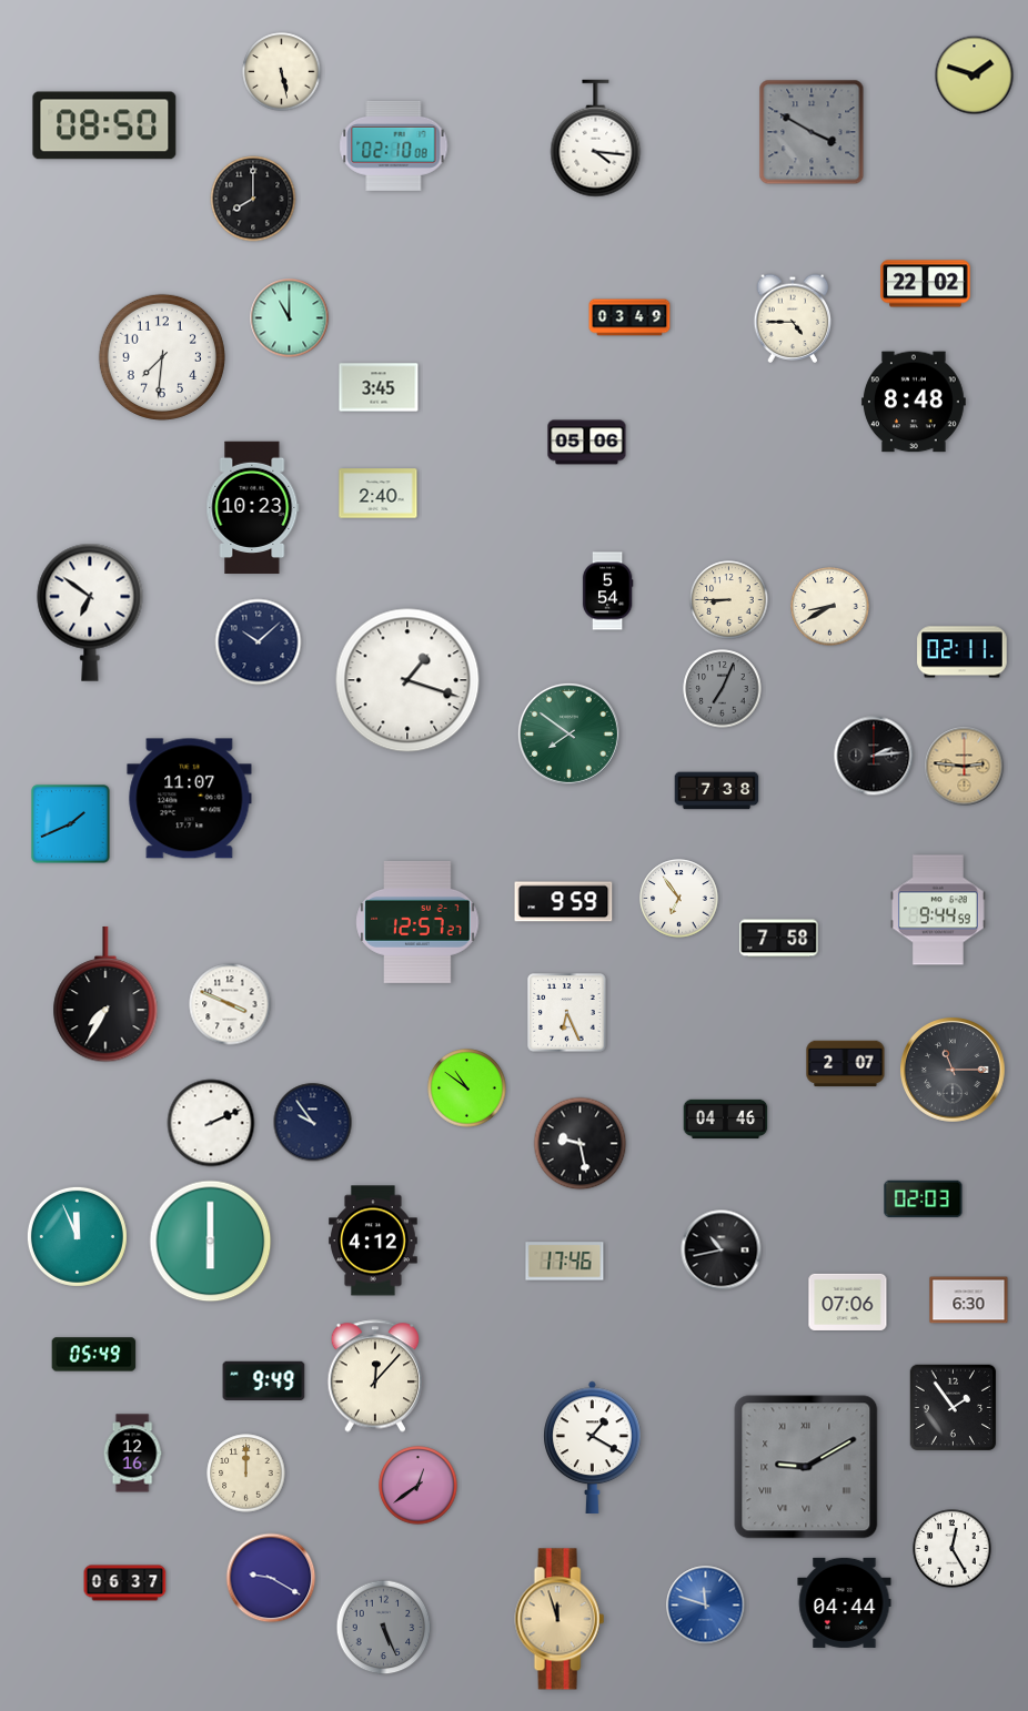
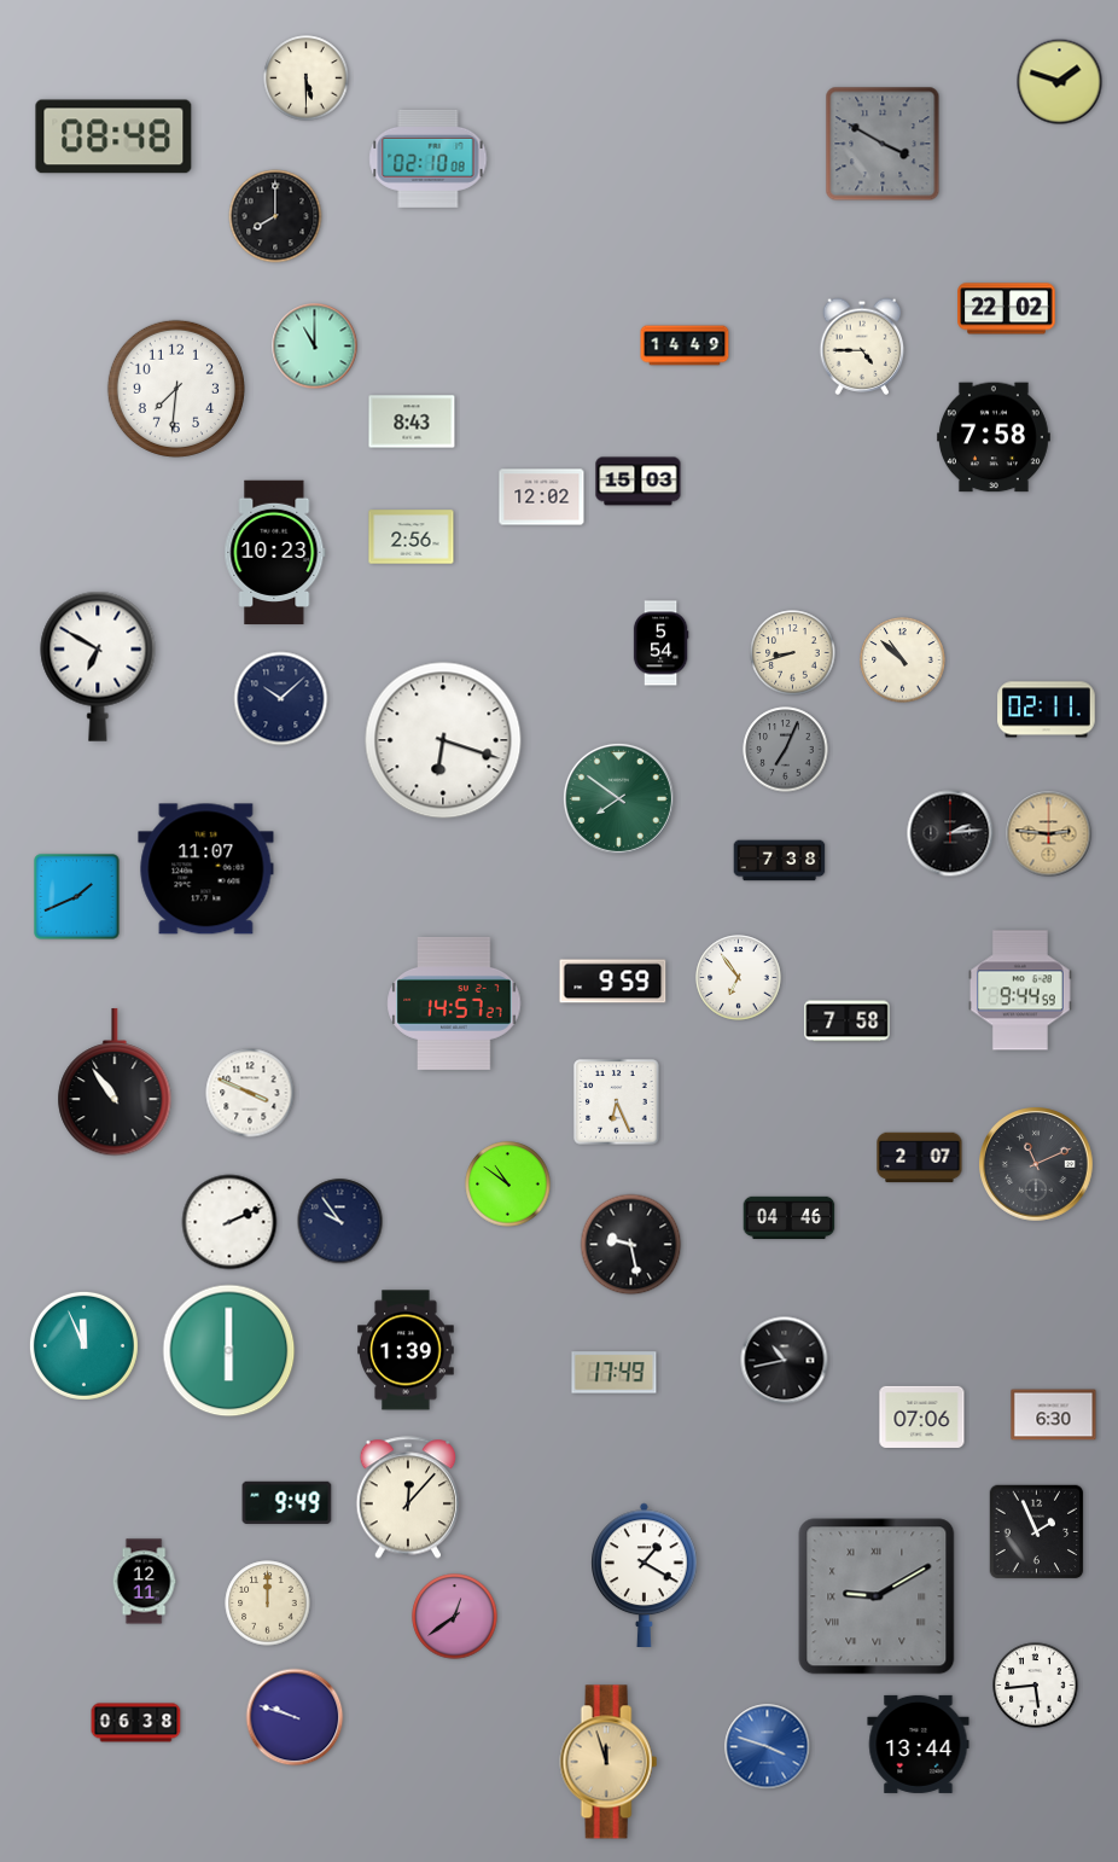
clock at (282, 72): 5:28 -> 5:30
clock at (104, 125): 08:50 -> 08:48
clock at (596, 139): 4:16 -> none
clock at (629, 317): 03:49 -> 14:49
clock at (379, 387): 3:45 -> 8:43
clock at (914, 402): 8:48 -> 7:58
clock at (587, 443): 05:06 -> 15:03
clock at (542, 497): none -> 12:02
clock at (379, 494): 2:40 -> 2:56
clock at (729, 600): 8:45 -> 8:42
clock at (830, 607): 8:40 -> 10:52
clock at (90, 612): 6:51 -> 6:50
clock at (407, 680): 1:18 -> 6:18
clock at (874, 756) position: (874, 756) -> (950, 833)
clock at (417, 922): 12:57 -> 14:57
clock at (105, 994): 7:35 -> 10:54
clock at (954, 1071): 11:15 -> 11:11
clock at (924, 1199): 02:03 -> none
clock at (373, 1241): 4:12 -> 1:39
clock at (565, 1262): 17:46 -> 17:49
clock at (94, 1355): 05:49 -> none
clock at (954, 1408): 1:54 -> 1:56
clock at (132, 1454): 12:16 -> 12:11
clock at (953, 1549): 12:25 -> 5:44
clock at (271, 1578): 9:20 -> 9:48
clock at (125, 1583): 06:37 -> 06:38
clock at (845, 1602): 04:44 -> 13:44
clock at (706, 1606): 11:48 -> 3:48
clock at (384, 1628): 5:26 -> none
